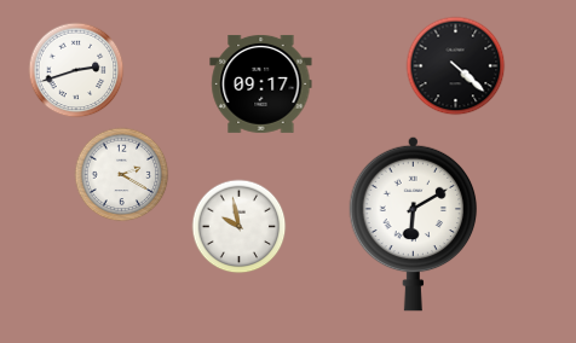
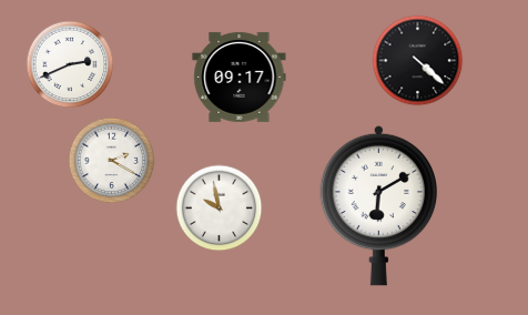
clock at (76, 70): 2:42 -> 2:41
